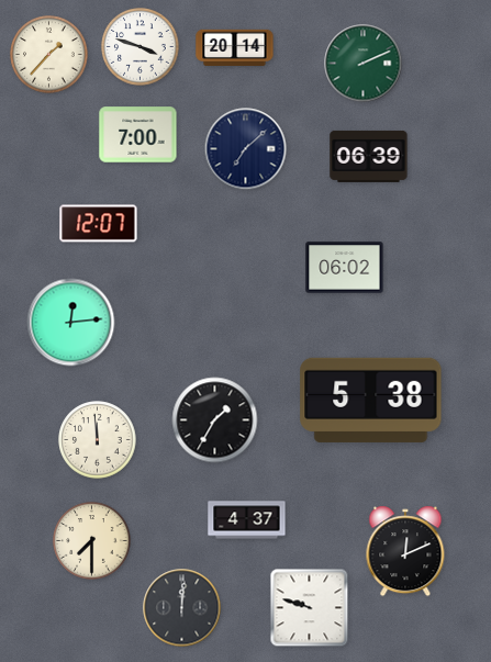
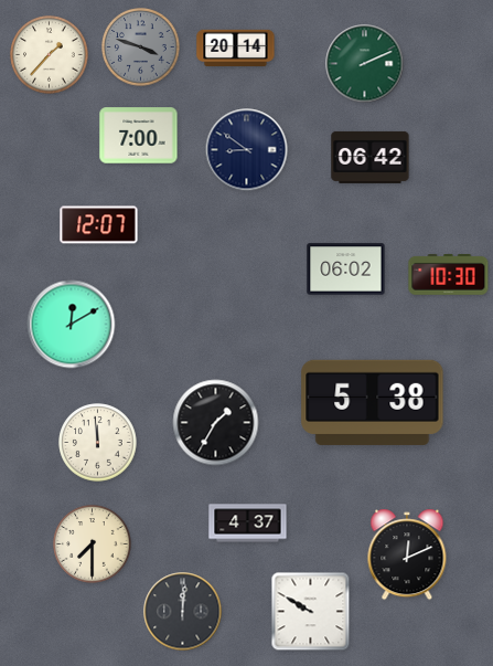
clock at (141, 47) dial: white -> grey
clock at (246, 149): 7:08 -> 8:51
clock at (369, 156): 06:39 -> 06:42
clock at (449, 275): none -> 10:30
clock at (71, 323): 12:14 -> 12:10
clock at (310, 608): 9:48 -> 9:50
